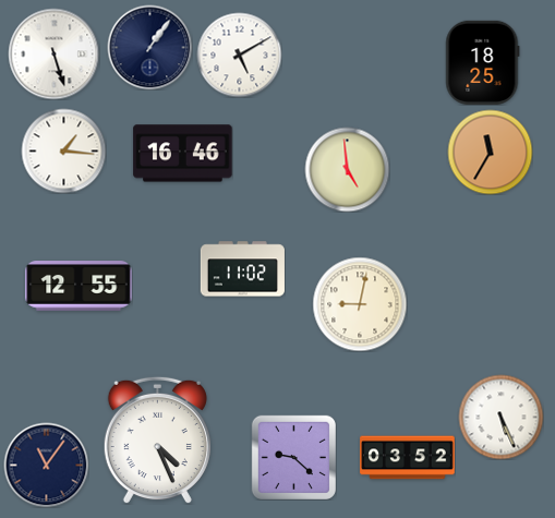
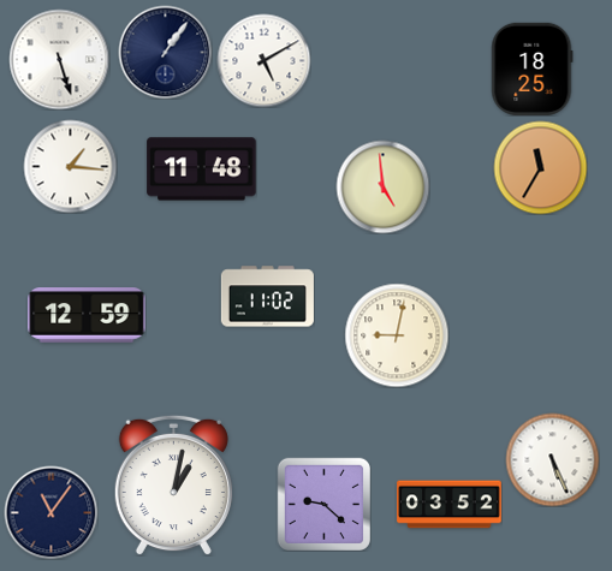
clock at (183, 154): 16:46 -> 11:48
clock at (79, 286): 12:55 -> 12:59
clock at (157, 439): 4:26 -> 1:02
